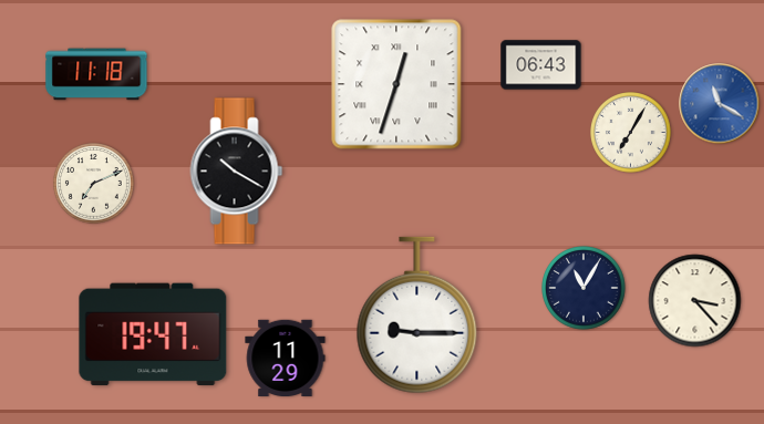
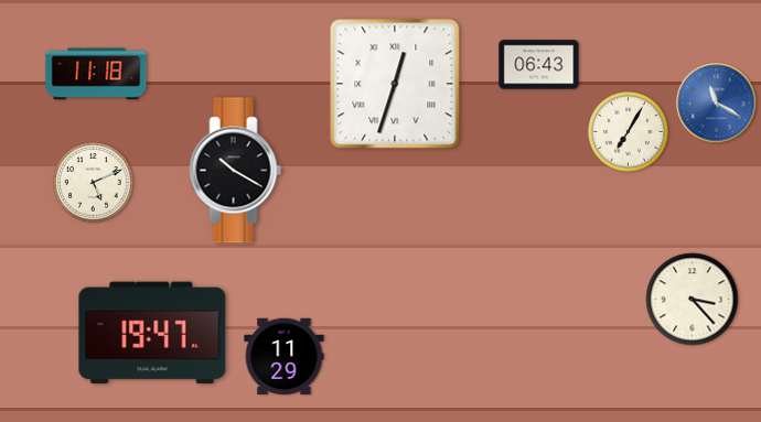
clock at (94, 184): 7:11 -> 5:11
clock at (584, 288): 11:05 -> none
clock at (417, 316): 9:15 -> none
